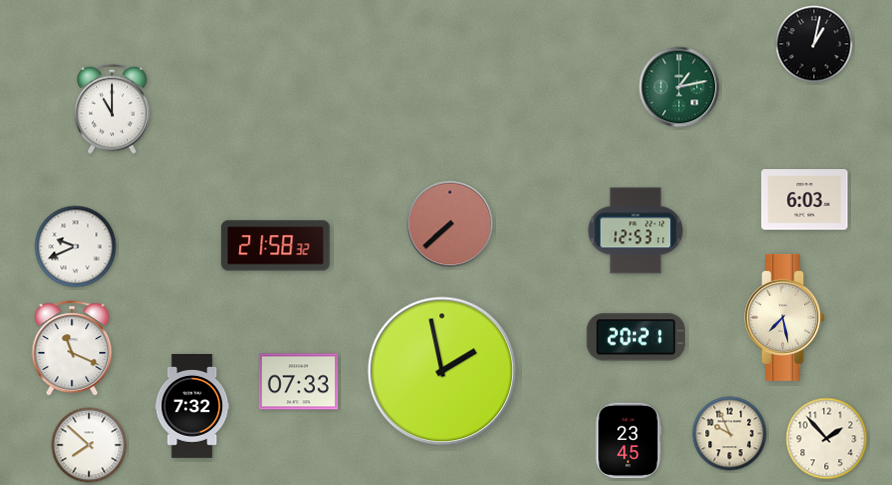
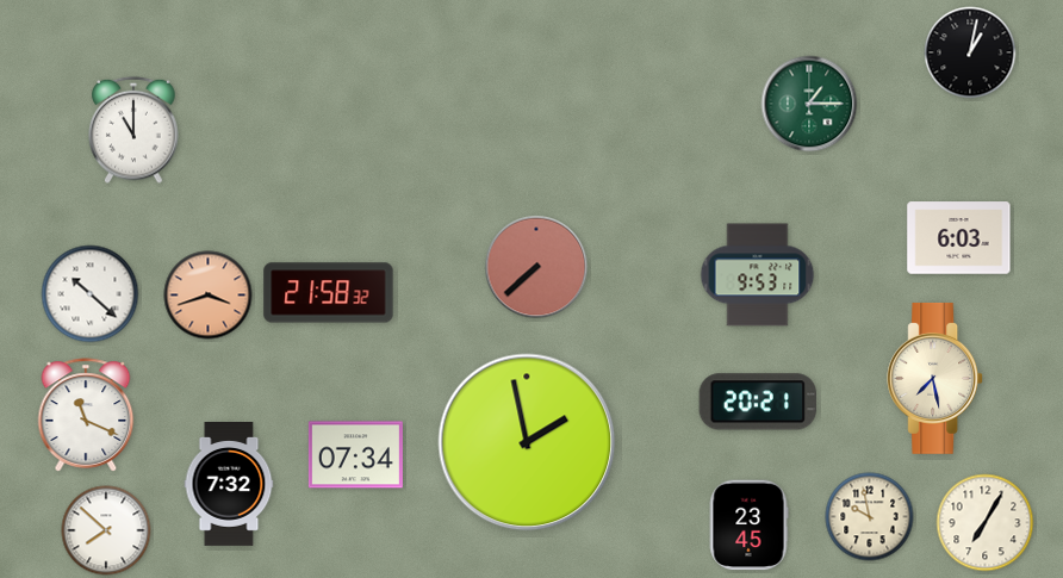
clock at (679, 87): 1:13 -> 1:15
clock at (636, 231): 12:53 -> 9:53
clock at (76, 247): 9:41 -> 10:22
clock at (209, 296): none -> 3:42
clock at (298, 382): 07:33 -> 07:34
clock at (730, 434): 9:56 -> 9:58
clock at (827, 439): 1:53 -> 7:05
